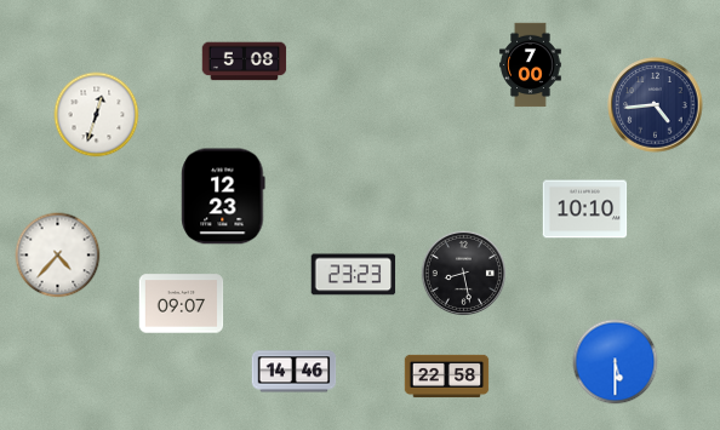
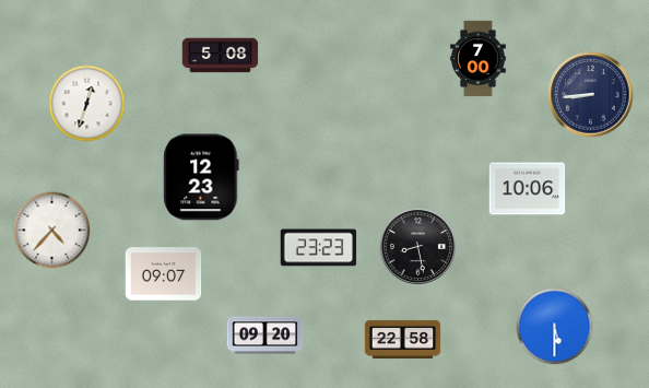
clock at (656, 105): 4:44 -> 8:44
clock at (585, 210): 10:10 -> 10:06
clock at (295, 372): 14:46 -> 09:20
